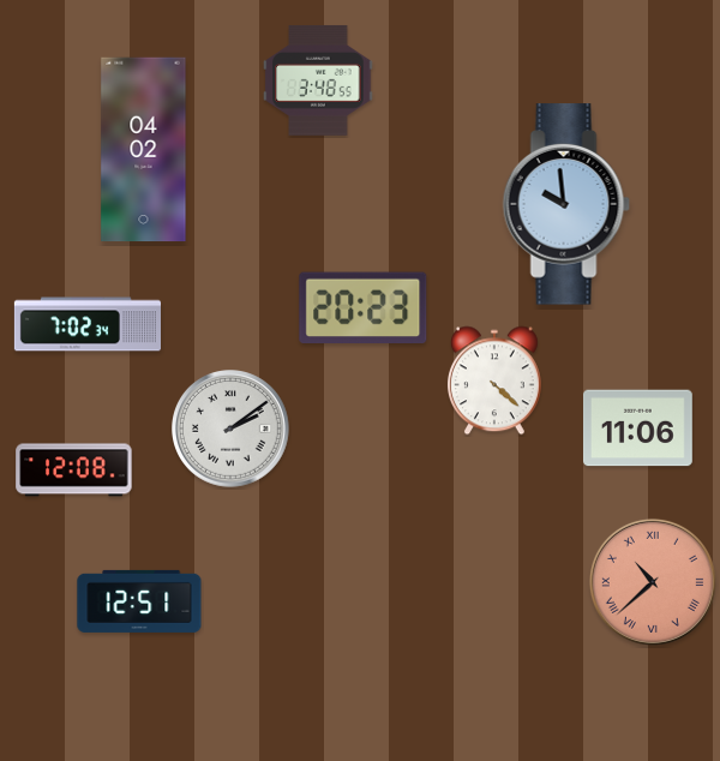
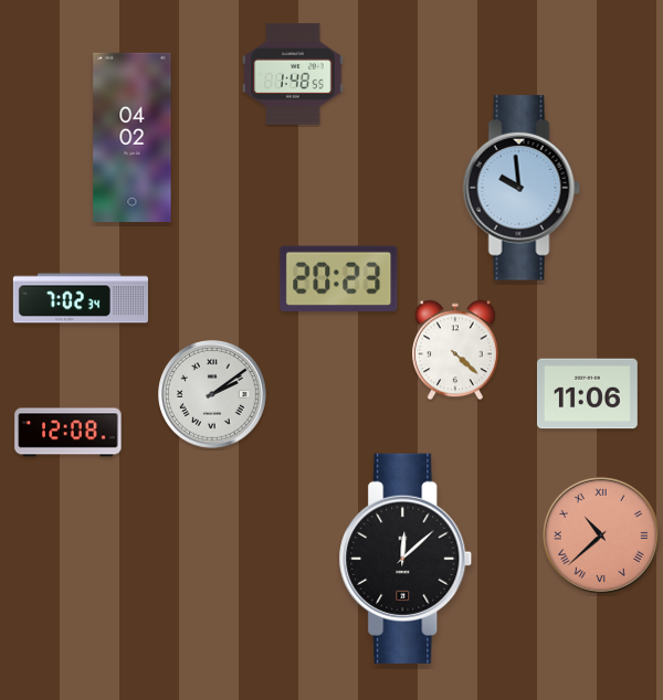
clock at (318, 80): 3:48 -> 1:48
clock at (364, 307) position: (364, 307) -> (339, 278)
clock at (139, 601): 12:51 -> none
clock at (406, 559): none -> 12:08
